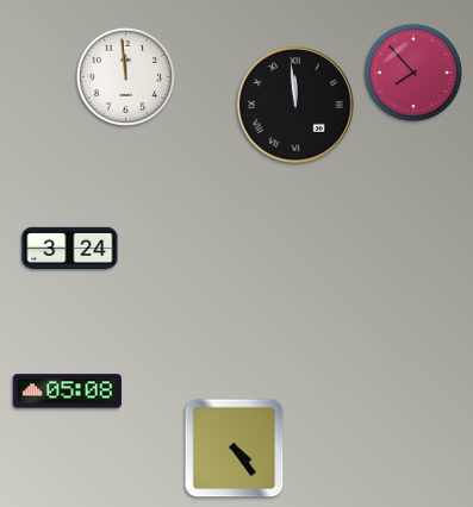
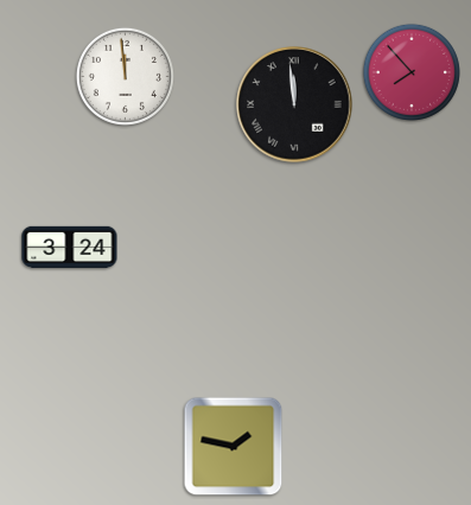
clock at (67, 392): 05:08 -> none
clock at (235, 449): 4:24 -> 1:47
